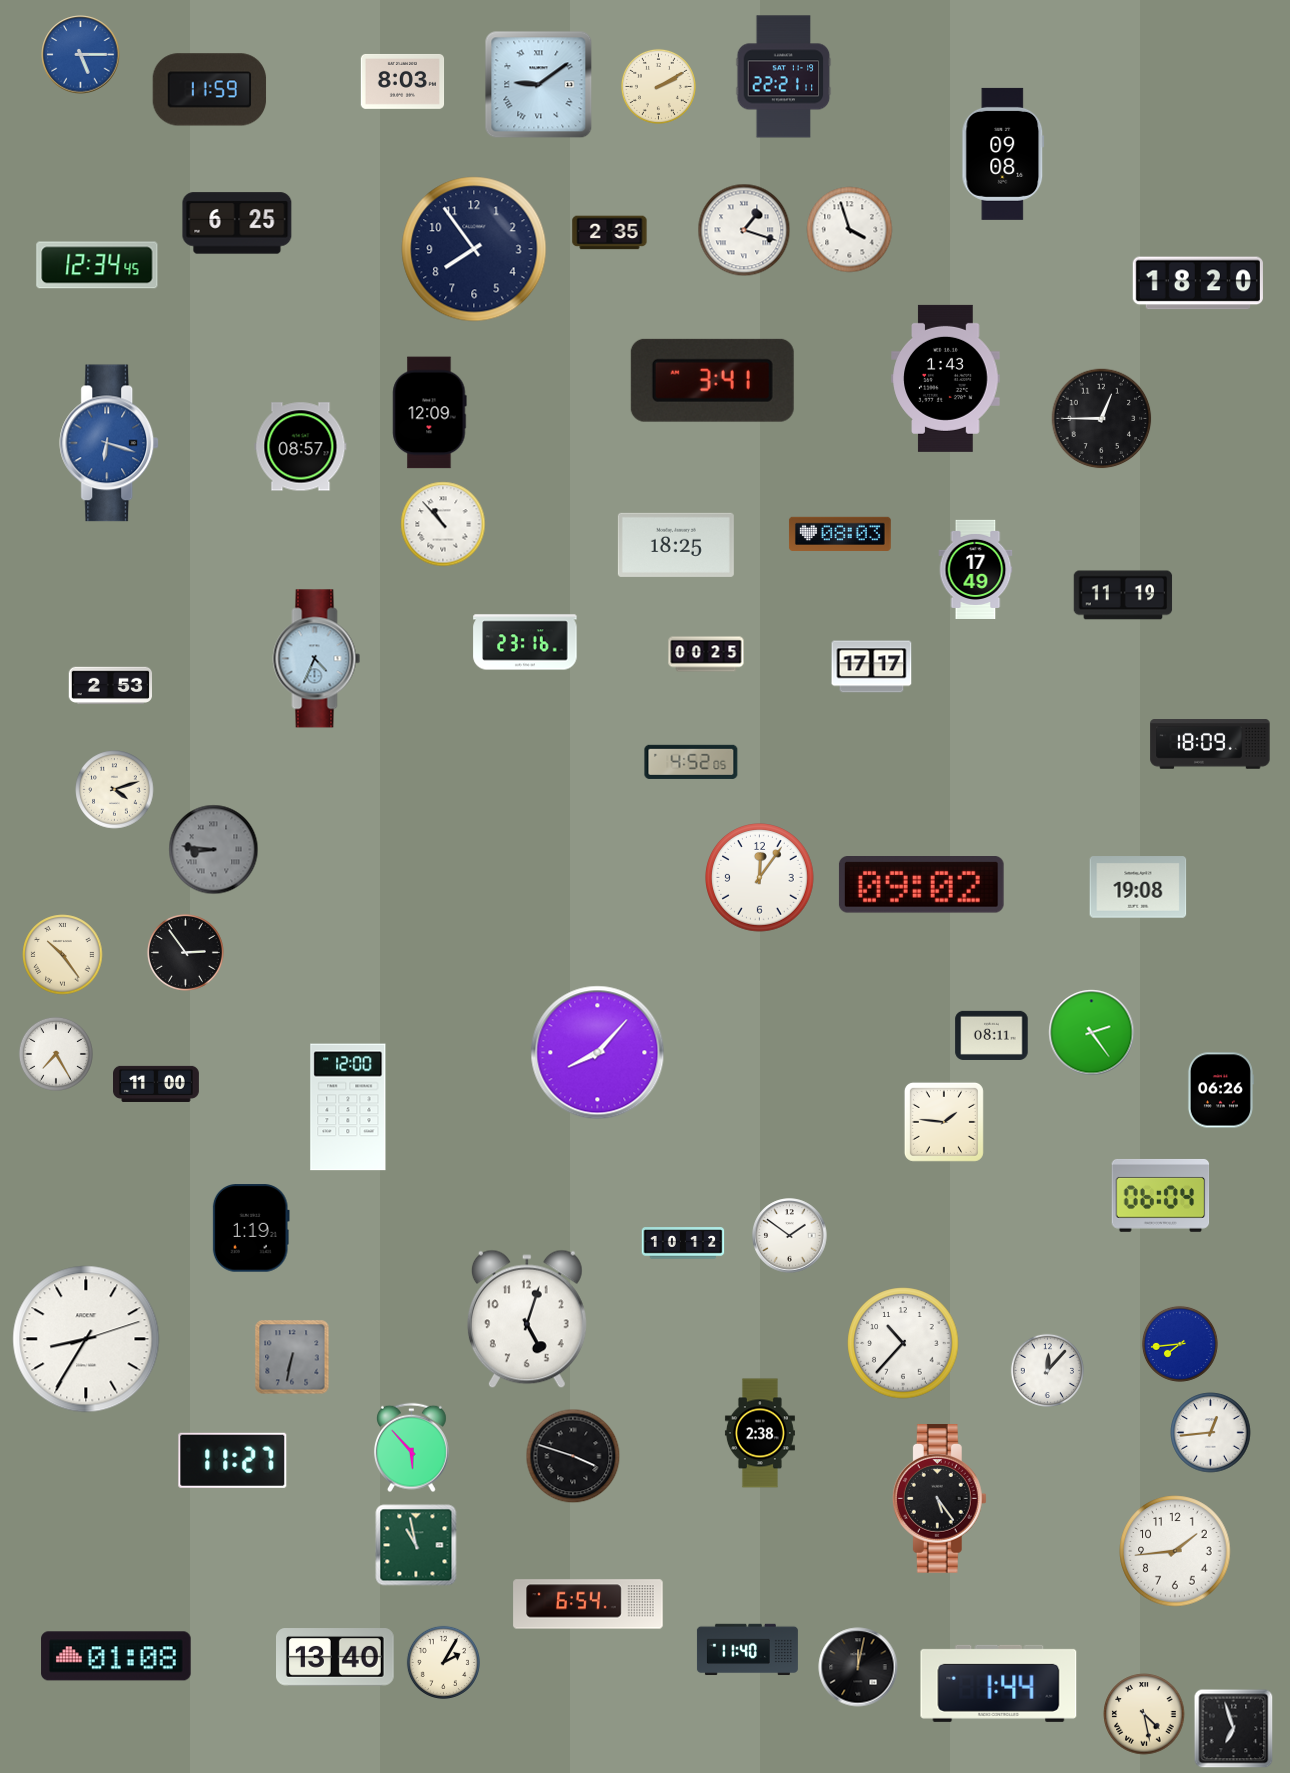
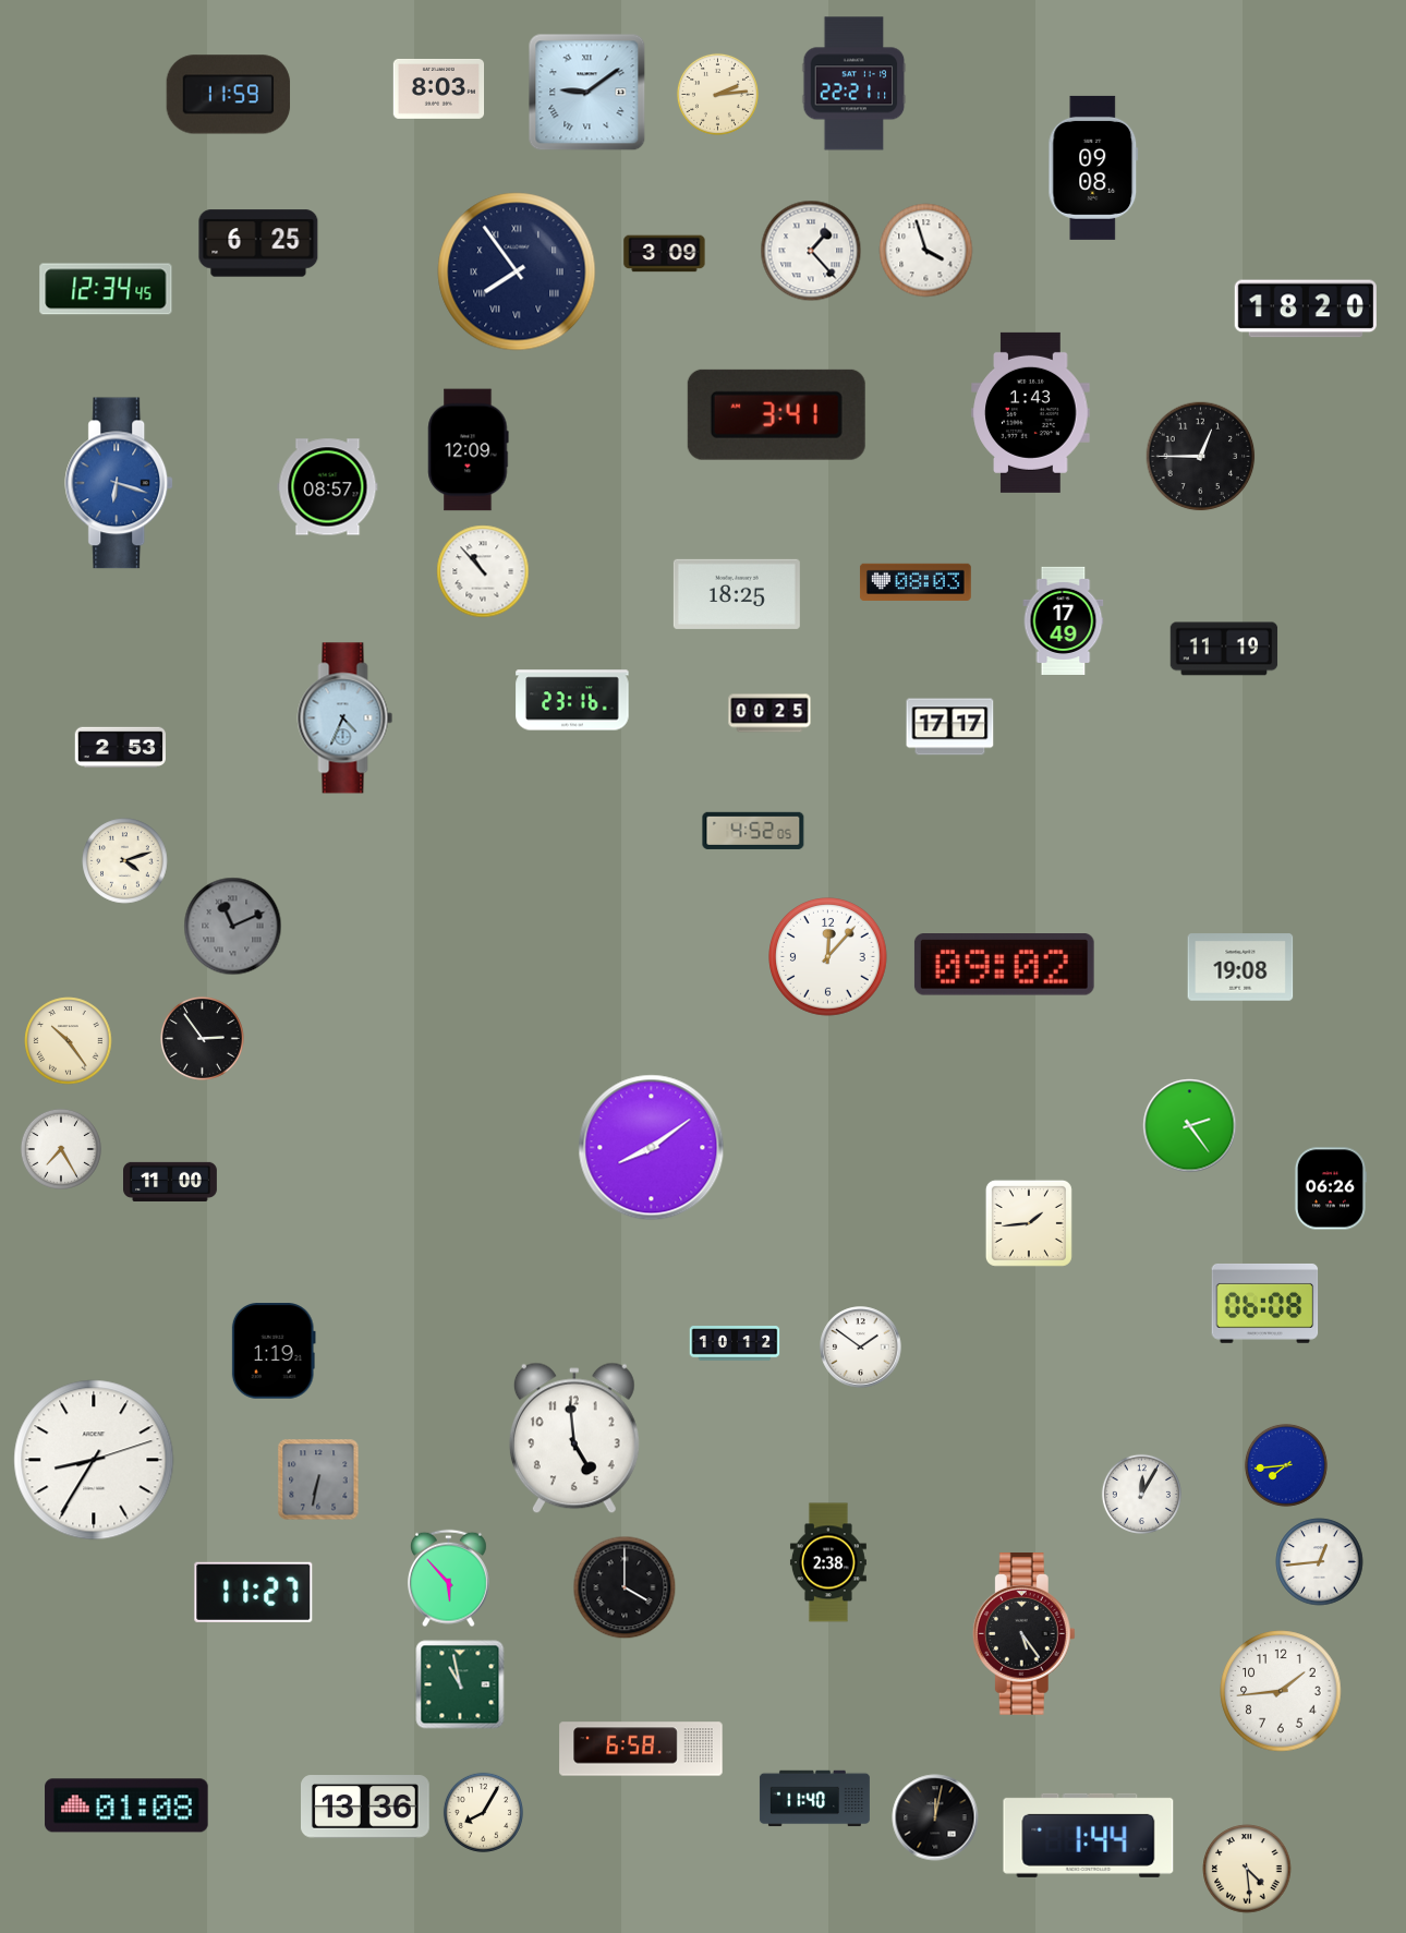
clock at (81, 55): 5:15 -> none
clock at (658, 86): 2:10 -> 2:14
clock at (210, 90) position: (210, 90) -> (229, 95)
clock at (744, 230): 1:18 -> 1:23
clock at (610, 233): 2:35 -> 3:09
clock at (474, 249) numerals: Arabic -> Roman
clock at (1210, 744): 18:09 -> none
clock at (214, 850): 8:46 -> 11:11
clock at (760, 878): 12:06 -> 12:07
clock at (992, 1035): 08:11 -> none
clock at (598, 1053): 8:07 -> 8:09
clock at (348, 1107): 12:00 -> none
clock at (944, 1122): 1:46 -> 1:44
clock at (1161, 1195): 06:04 -> 06:08
clock at (251, 1228) position: (251, 1228) -> (274, 1351)
clock at (683, 1243) position: (683, 1243) -> (735, 1343)
clock at (527, 1319): 5:03 -> 4:59
clock at (903, 1343): 10:37 -> none
clock at (1047, 1370): 12:07 -> 12:05
clock at (573, 1456): 3:48 -> 4:00
clock at (416, 1545) position: (416, 1545) -> (460, 1684)
clock at (588, 1604): 6:54 -> 6:58
clock at (336, 1657): 13:40 -> 13:36
clock at (443, 1662): 2:05 -> 8:05
clock at (1144, 1714): 4:28 -> 4:29
clock at (1234, 1729): 6:57 -> none
